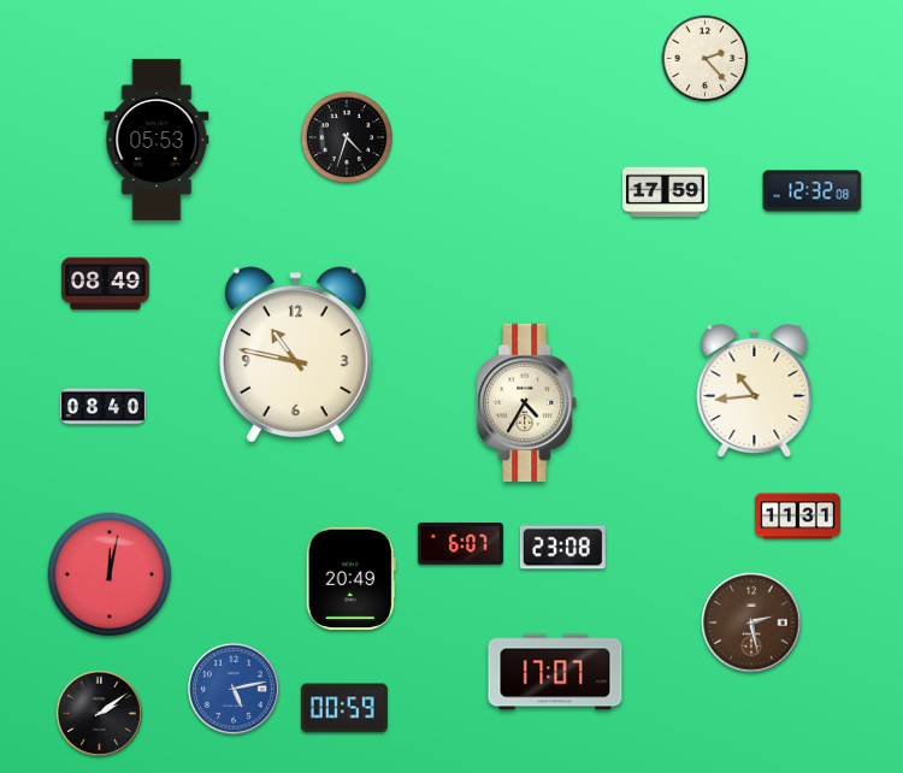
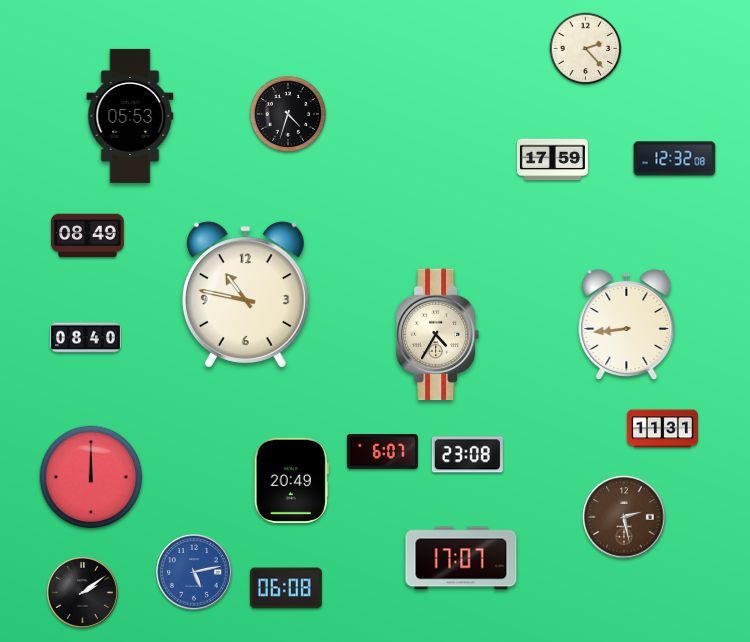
clock at (755, 391): 10:44 -> 8:44
clock at (110, 574): 12:02 -> 12:00
clock at (344, 708): 00:59 -> 06:08
